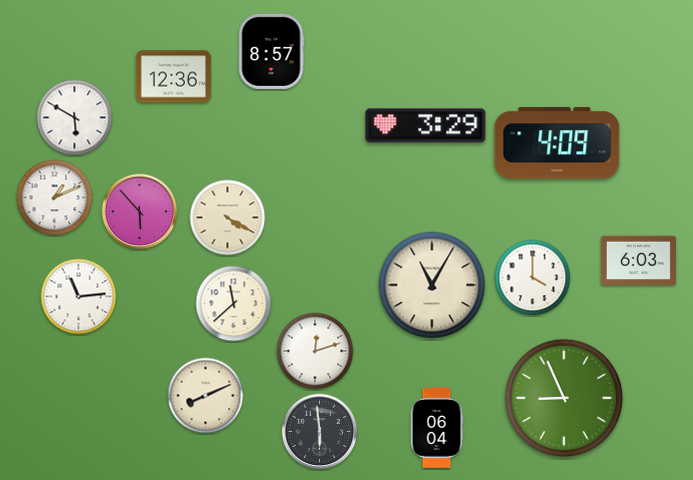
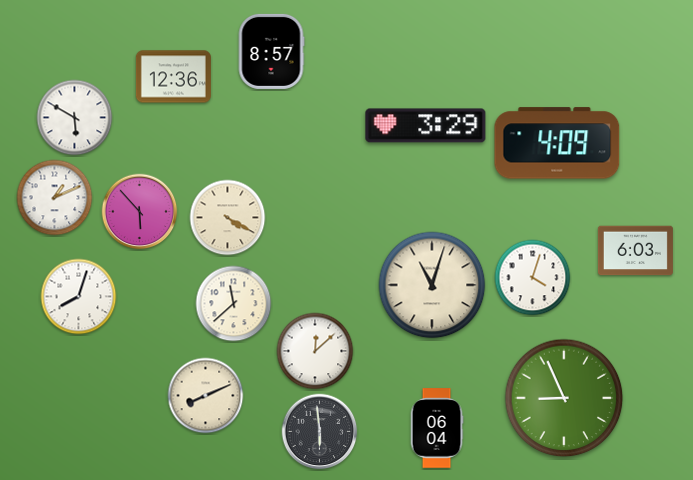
clock at (638, 261) position: (638, 261) -> (635, 251)
clock at (533, 278): 4:00 -> 4:03
clock at (432, 285): 11:05 -> 11:03
clock at (79, 297): 11:14 -> 8:03
clock at (315, 351): 12:12 -> 12:08
